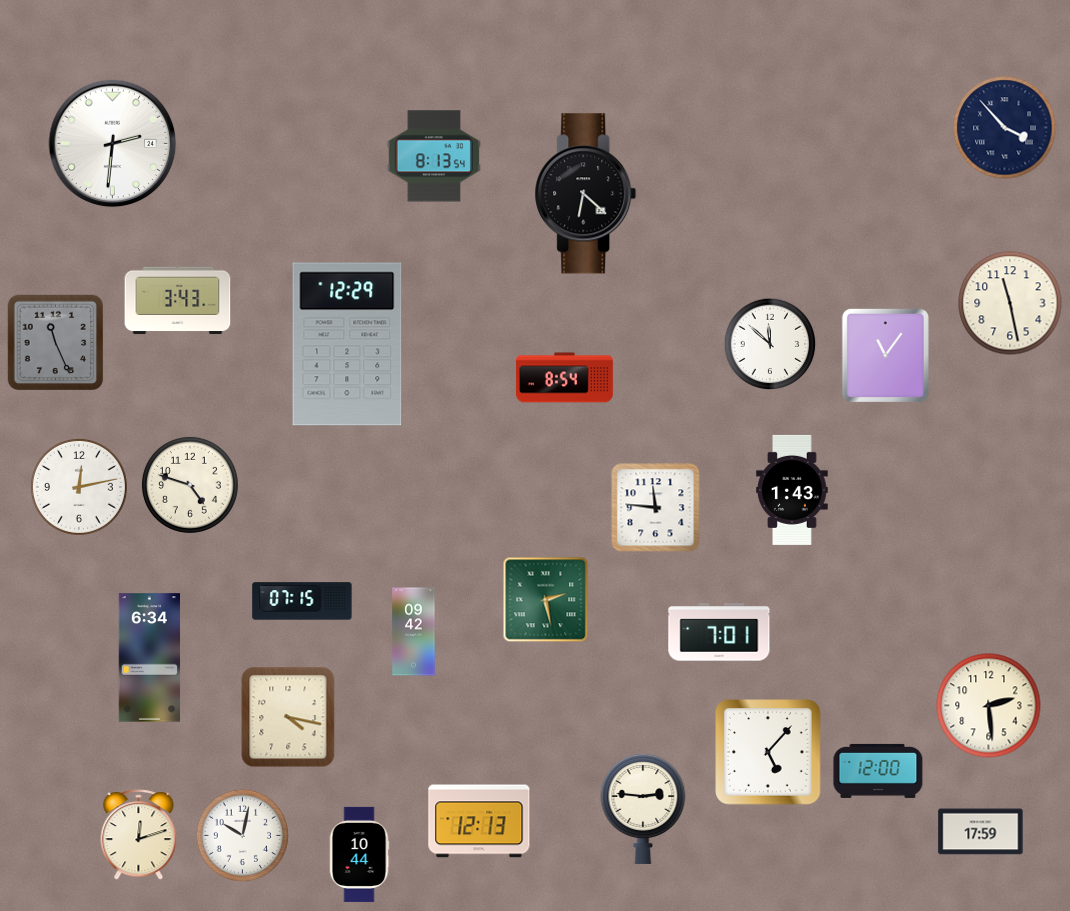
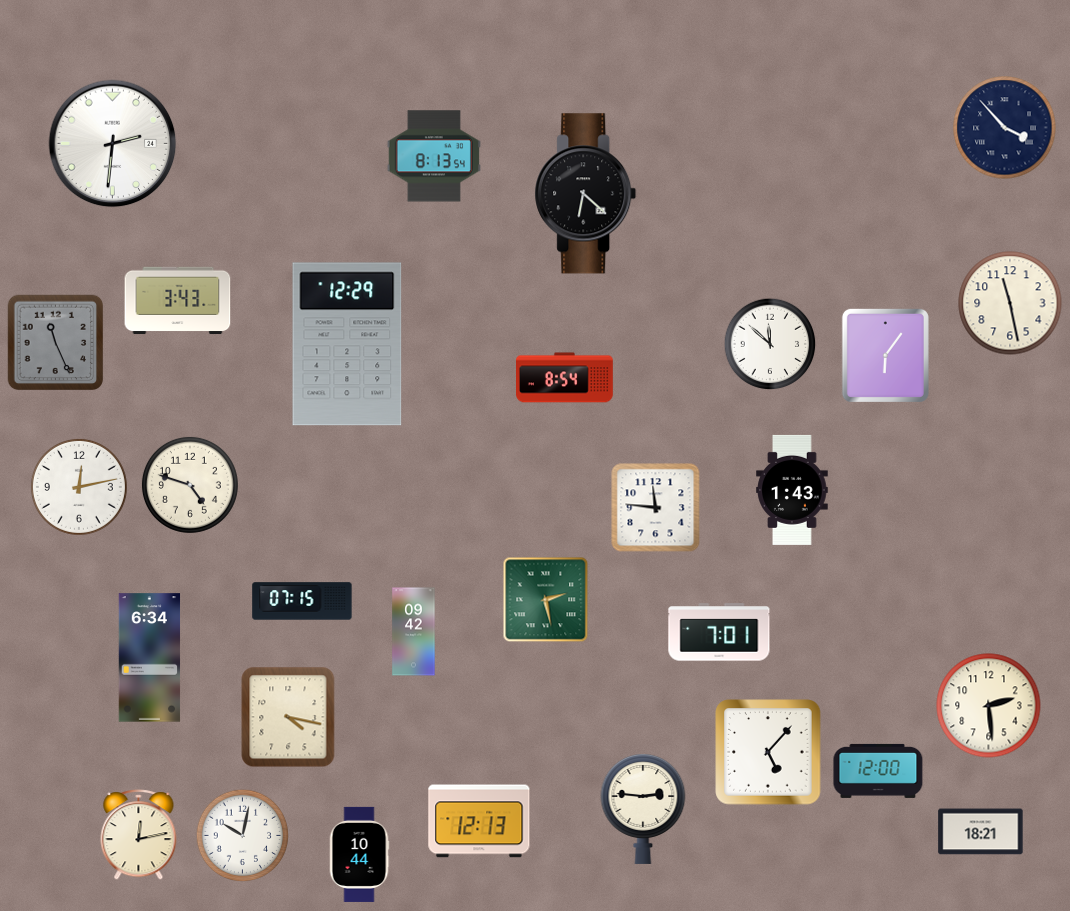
clock at (885, 355): 11:06 -> 6:06
clock at (981, 832): 17:59 -> 18:21
clock at (139, 835): 12:12 -> 12:13
